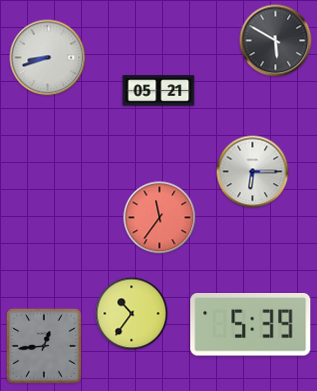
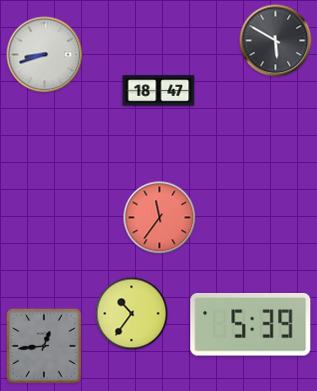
clock at (48, 58) position: (48, 58) -> (45, 55)
clock at (159, 91): 05:21 -> 18:47
clock at (253, 172): 6:15 -> none
